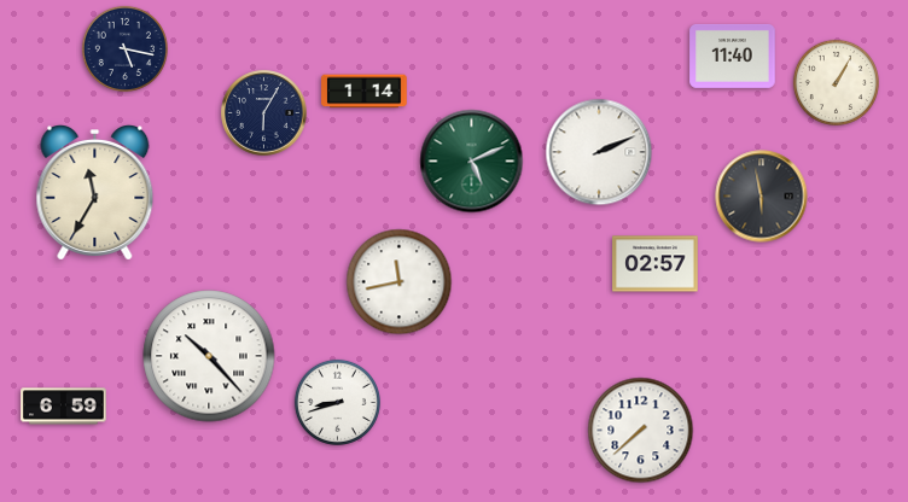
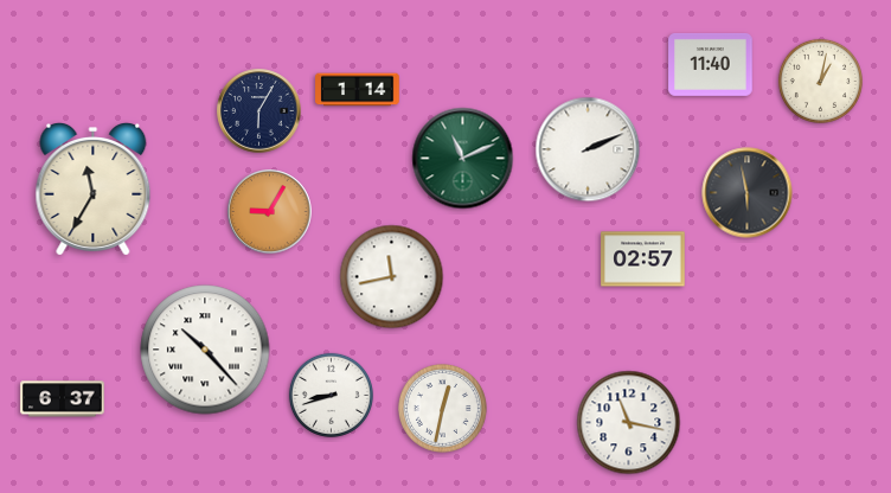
clock at (124, 48): 5:17 -> none
clock at (733, 57) position: (733, 57) -> (711, 65)
clock at (836, 82): 1:05 -> 1:02
clock at (472, 162): 5:11 -> 11:11
clock at (270, 212): none -> 9:05
clock at (64, 407): 6:59 -> 6:37
clock at (443, 409): none -> 12:32
clock at (641, 431): 7:38 -> 11:17
